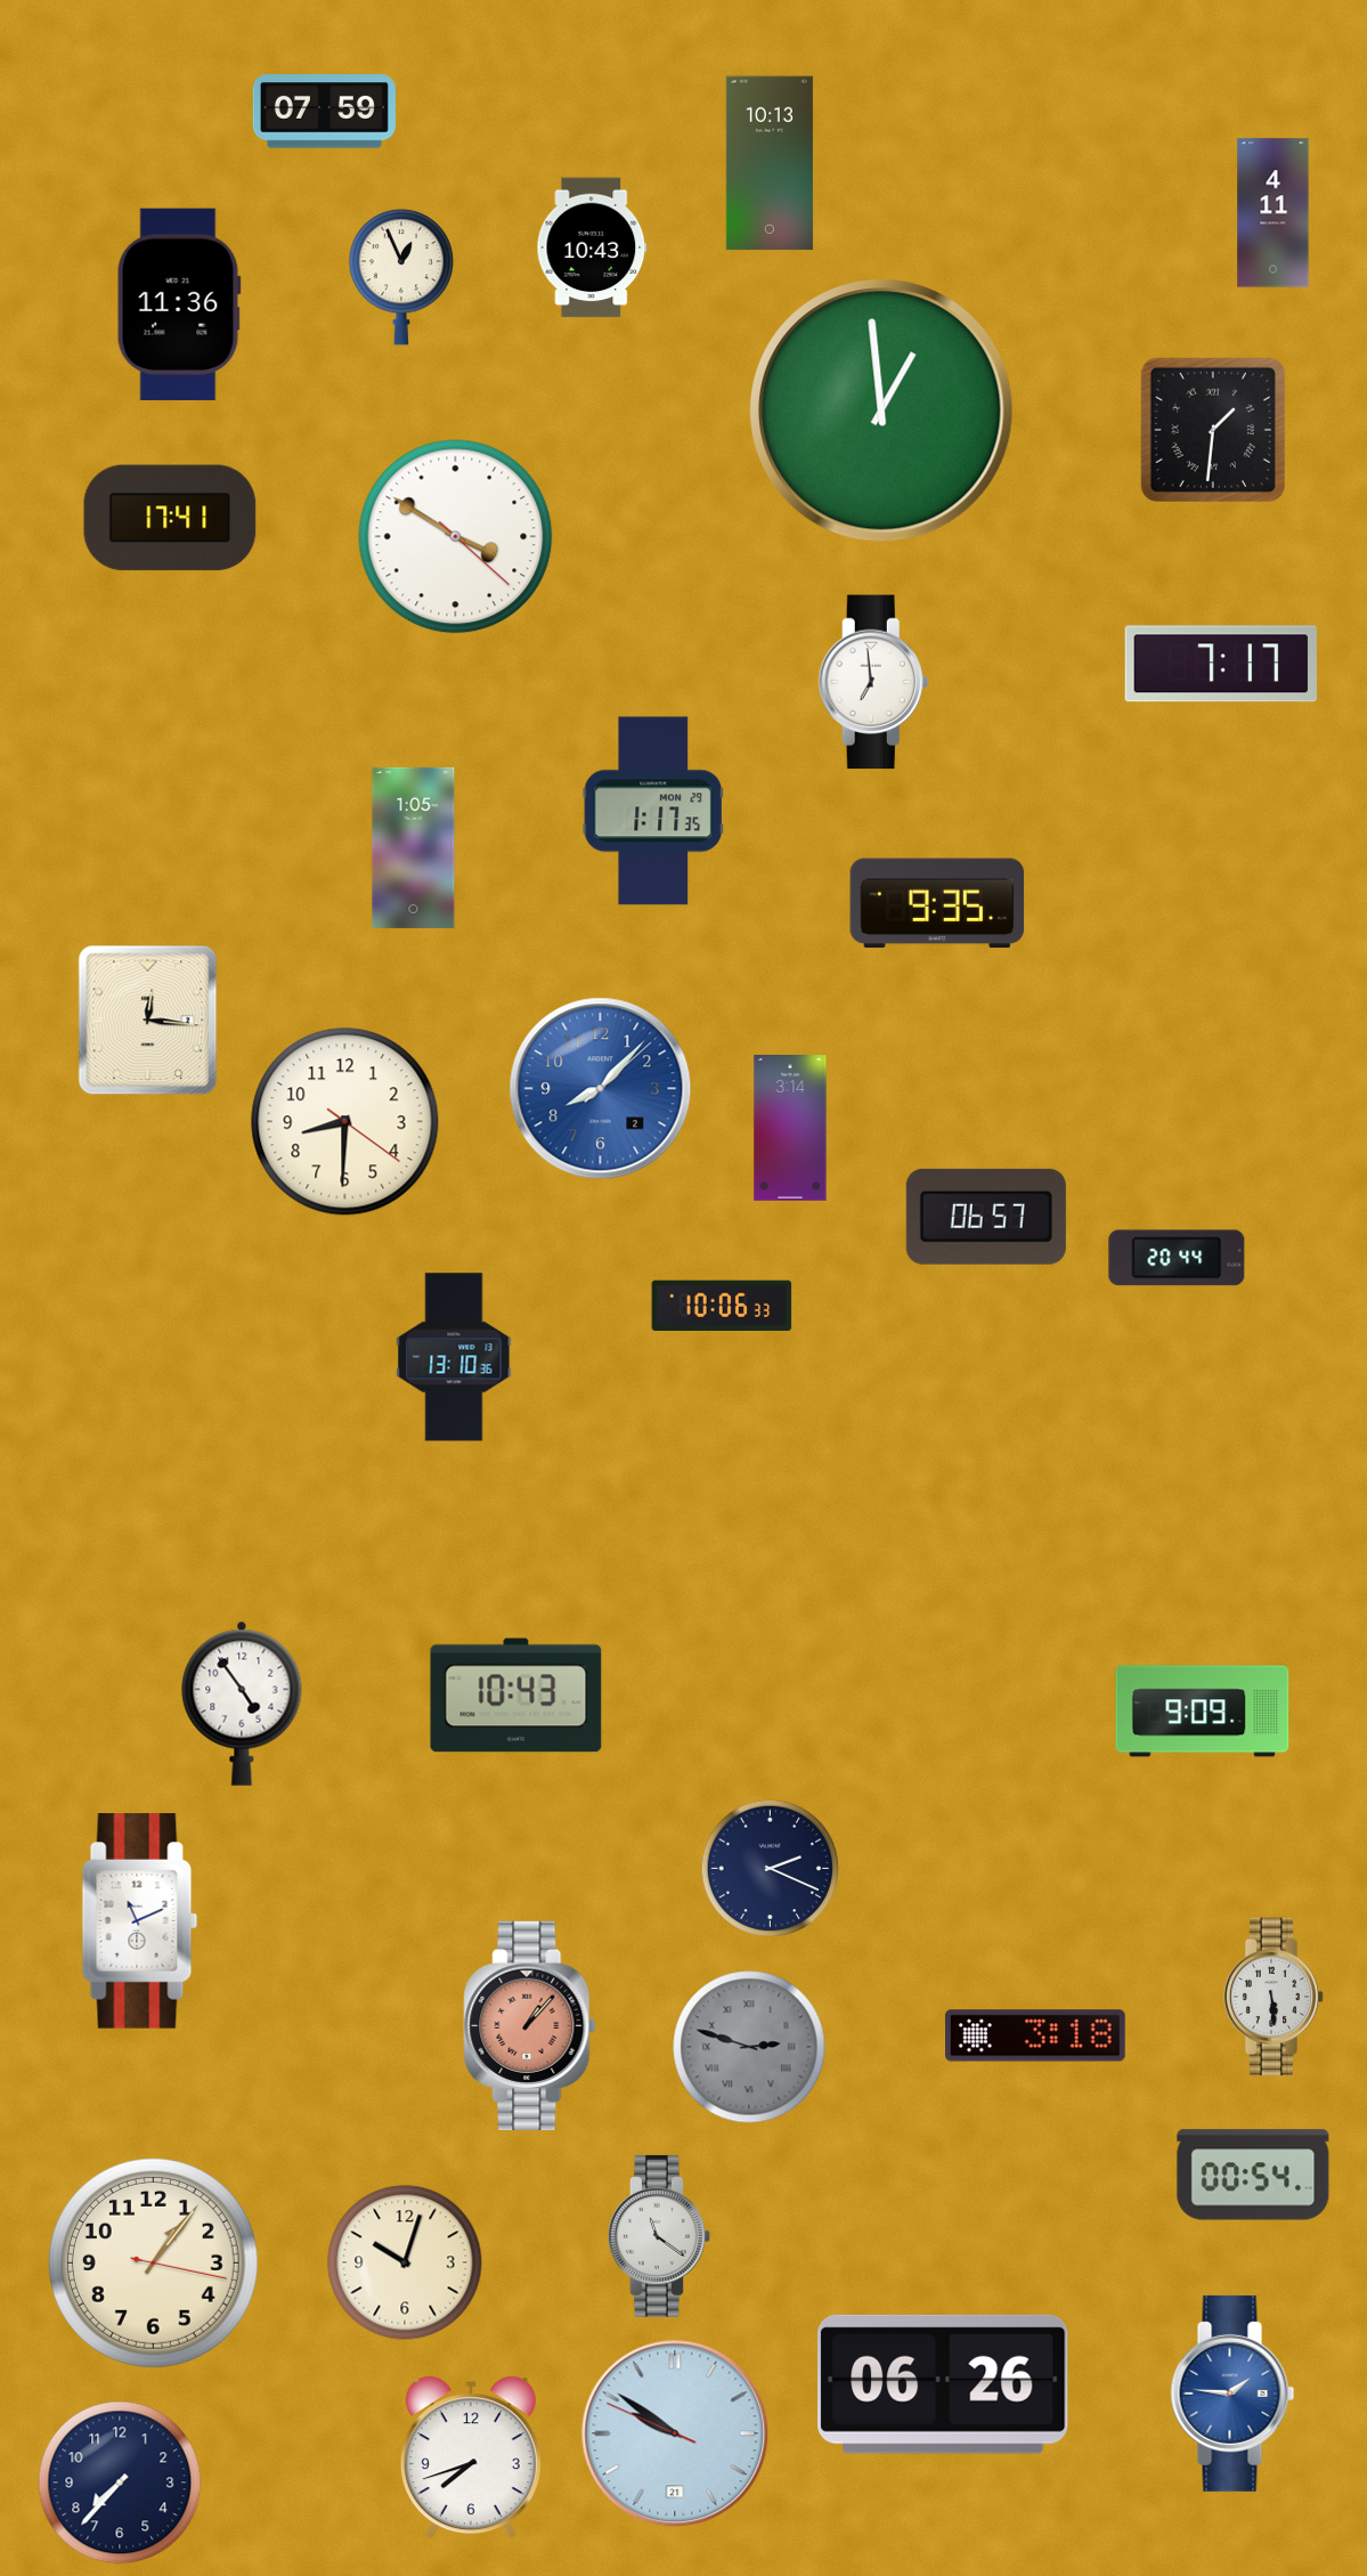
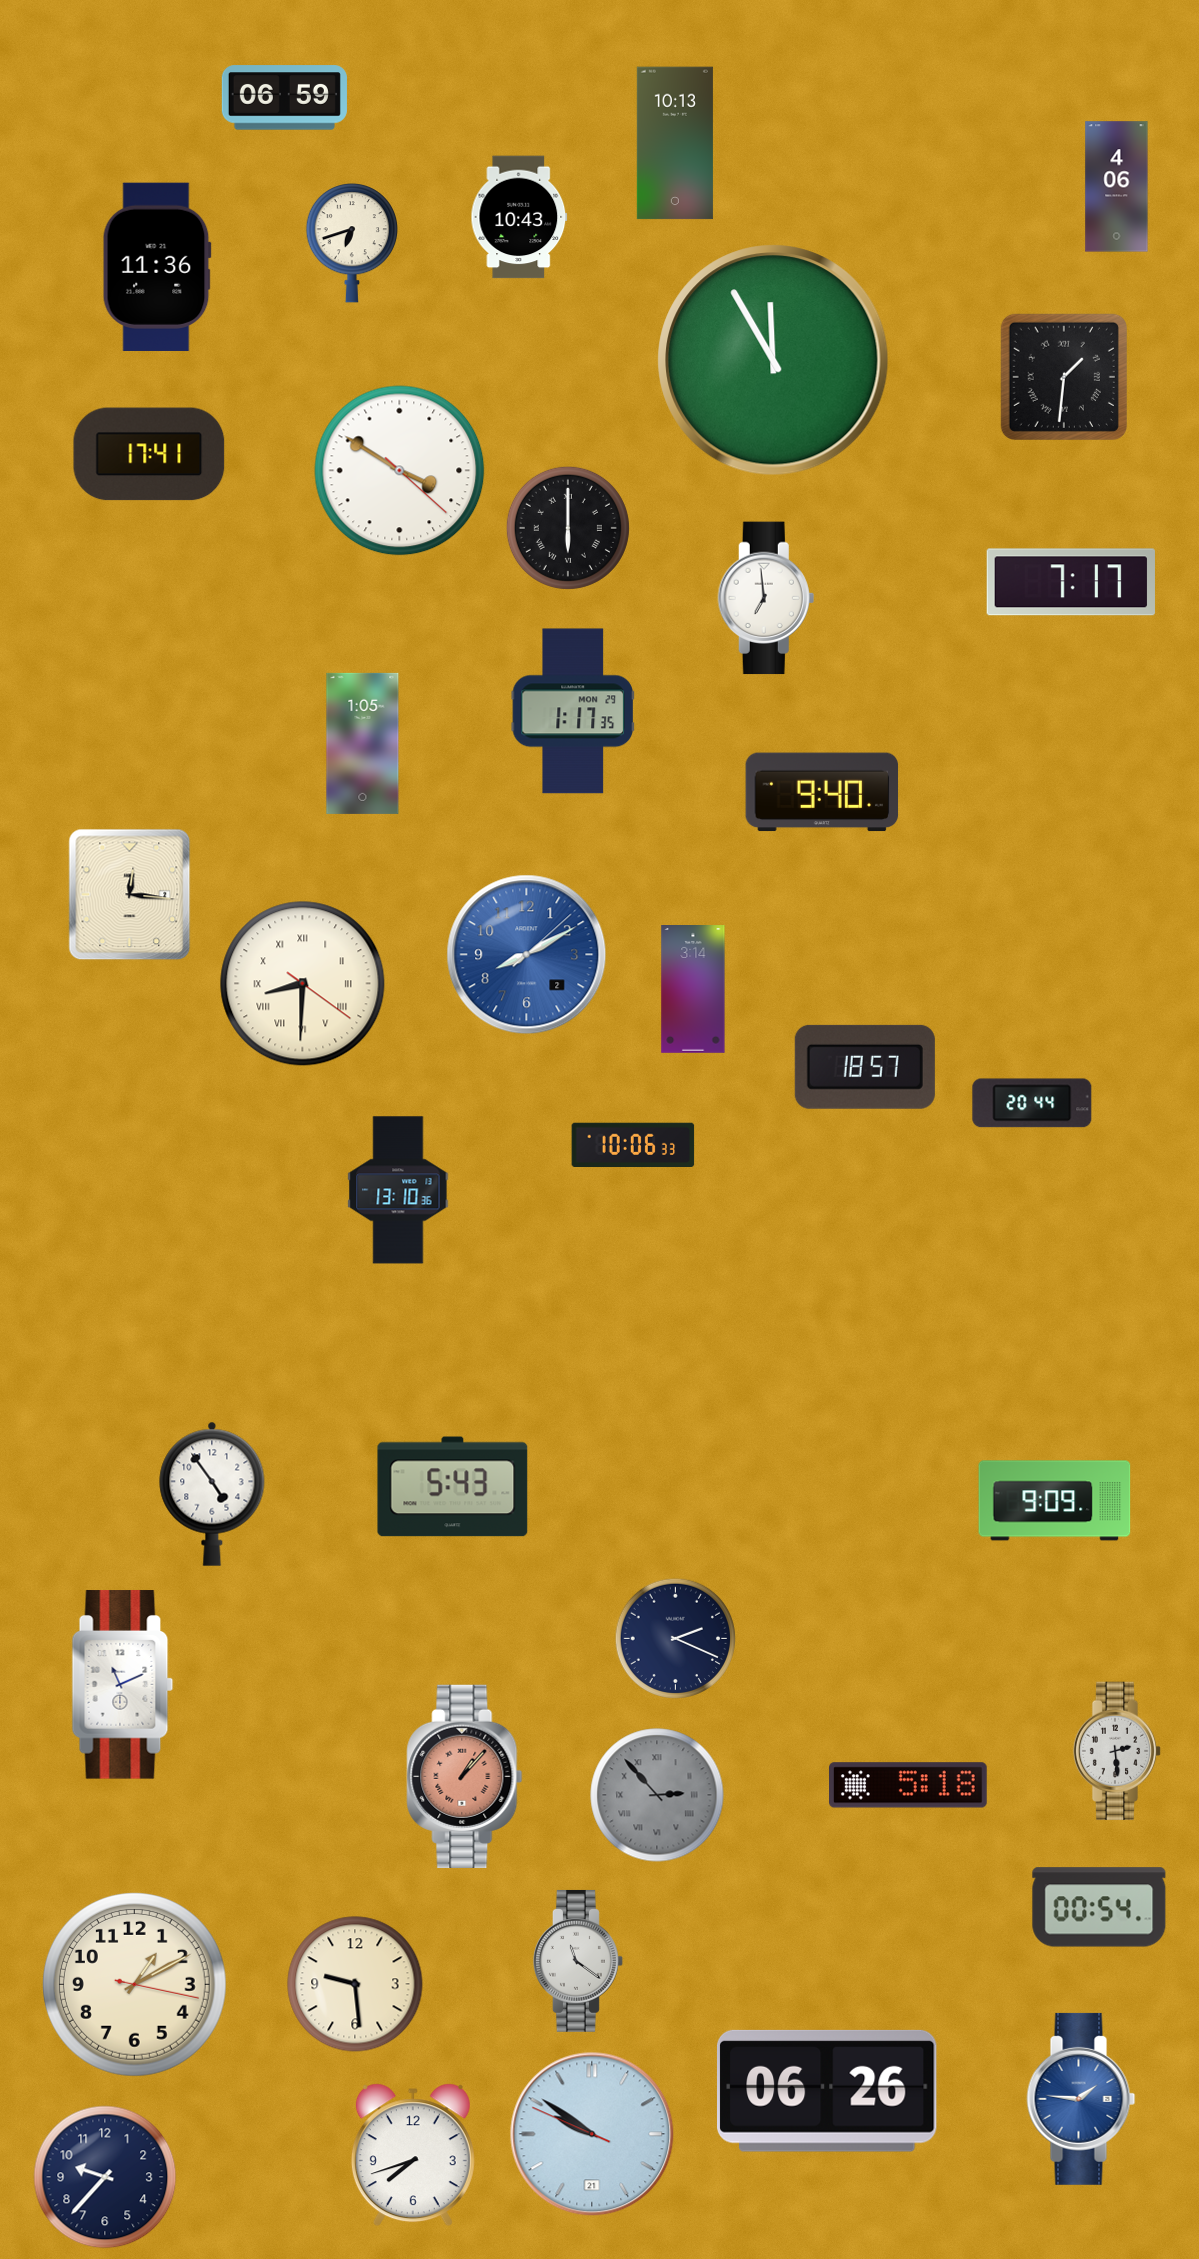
clock at (324, 112): 07:59 -> 06:59
clock at (1274, 213): 4:11 -> 4:06
clock at (400, 278): 12:56 -> 6:42
clock at (881, 411): 12:59 -> 11:55
clock at (568, 528): none -> 6:00
clock at (937, 903): 9:35 -> 9:40
clock at (601, 1089): 8:07 -> 8:10
clock at (345, 1122) numerals: Arabic -> Roman
clock at (986, 1217): 06:57 -> 18:57
clock at (516, 1696): 10:43 -> 5:43
clock at (1274, 1997): 5:29 -> 2:29
clock at (1036, 2035): 3:18 -> 5:18
clock at (749, 2047): 2:48 -> 2:53
clock at (153, 2262): 1:06 -> 1:10
clock at (405, 2262): 10:03 -> 9:29
clock at (120, 2482): 7:37 -> 9:37
